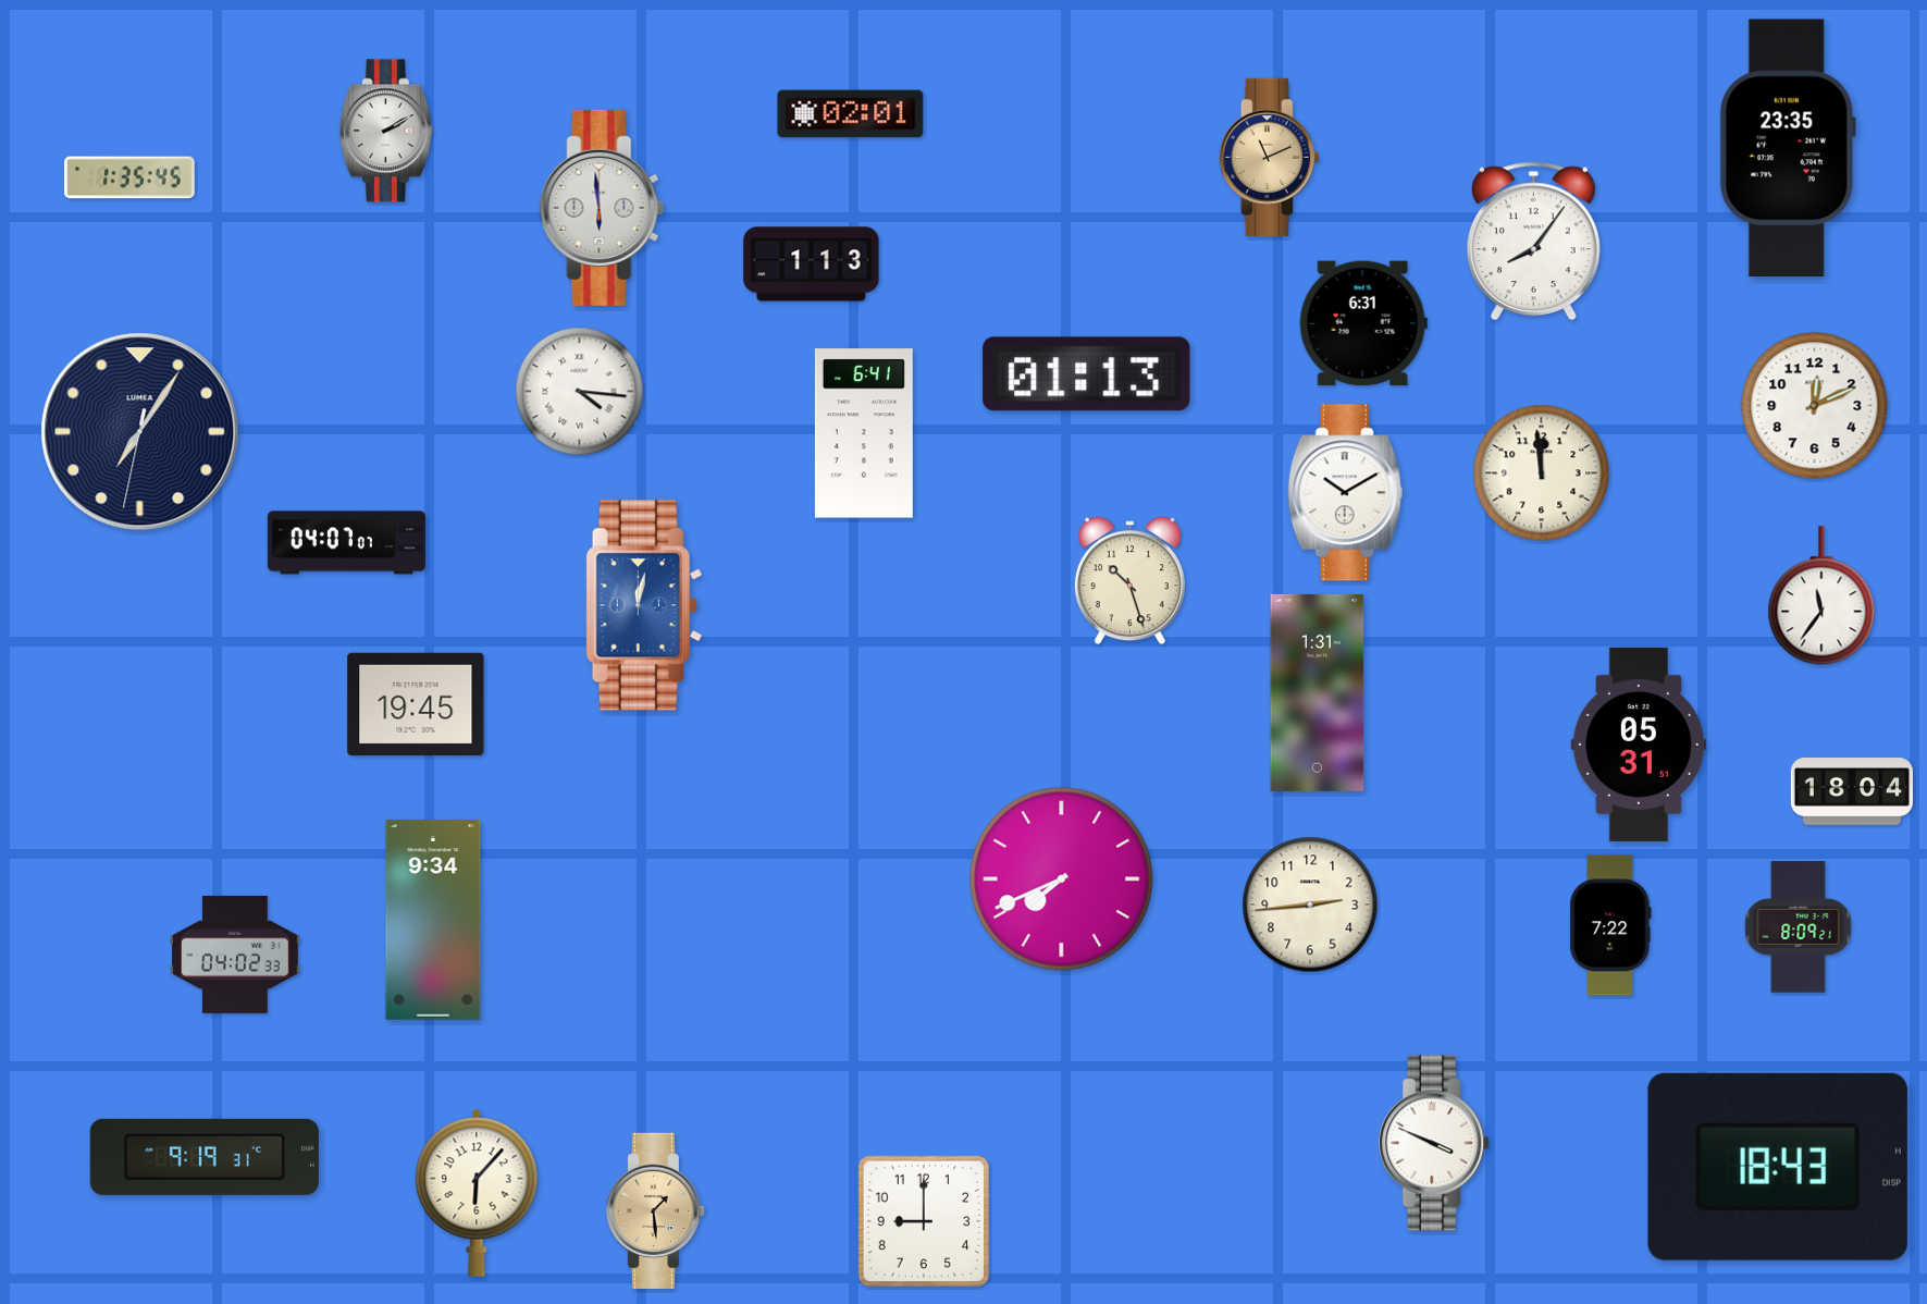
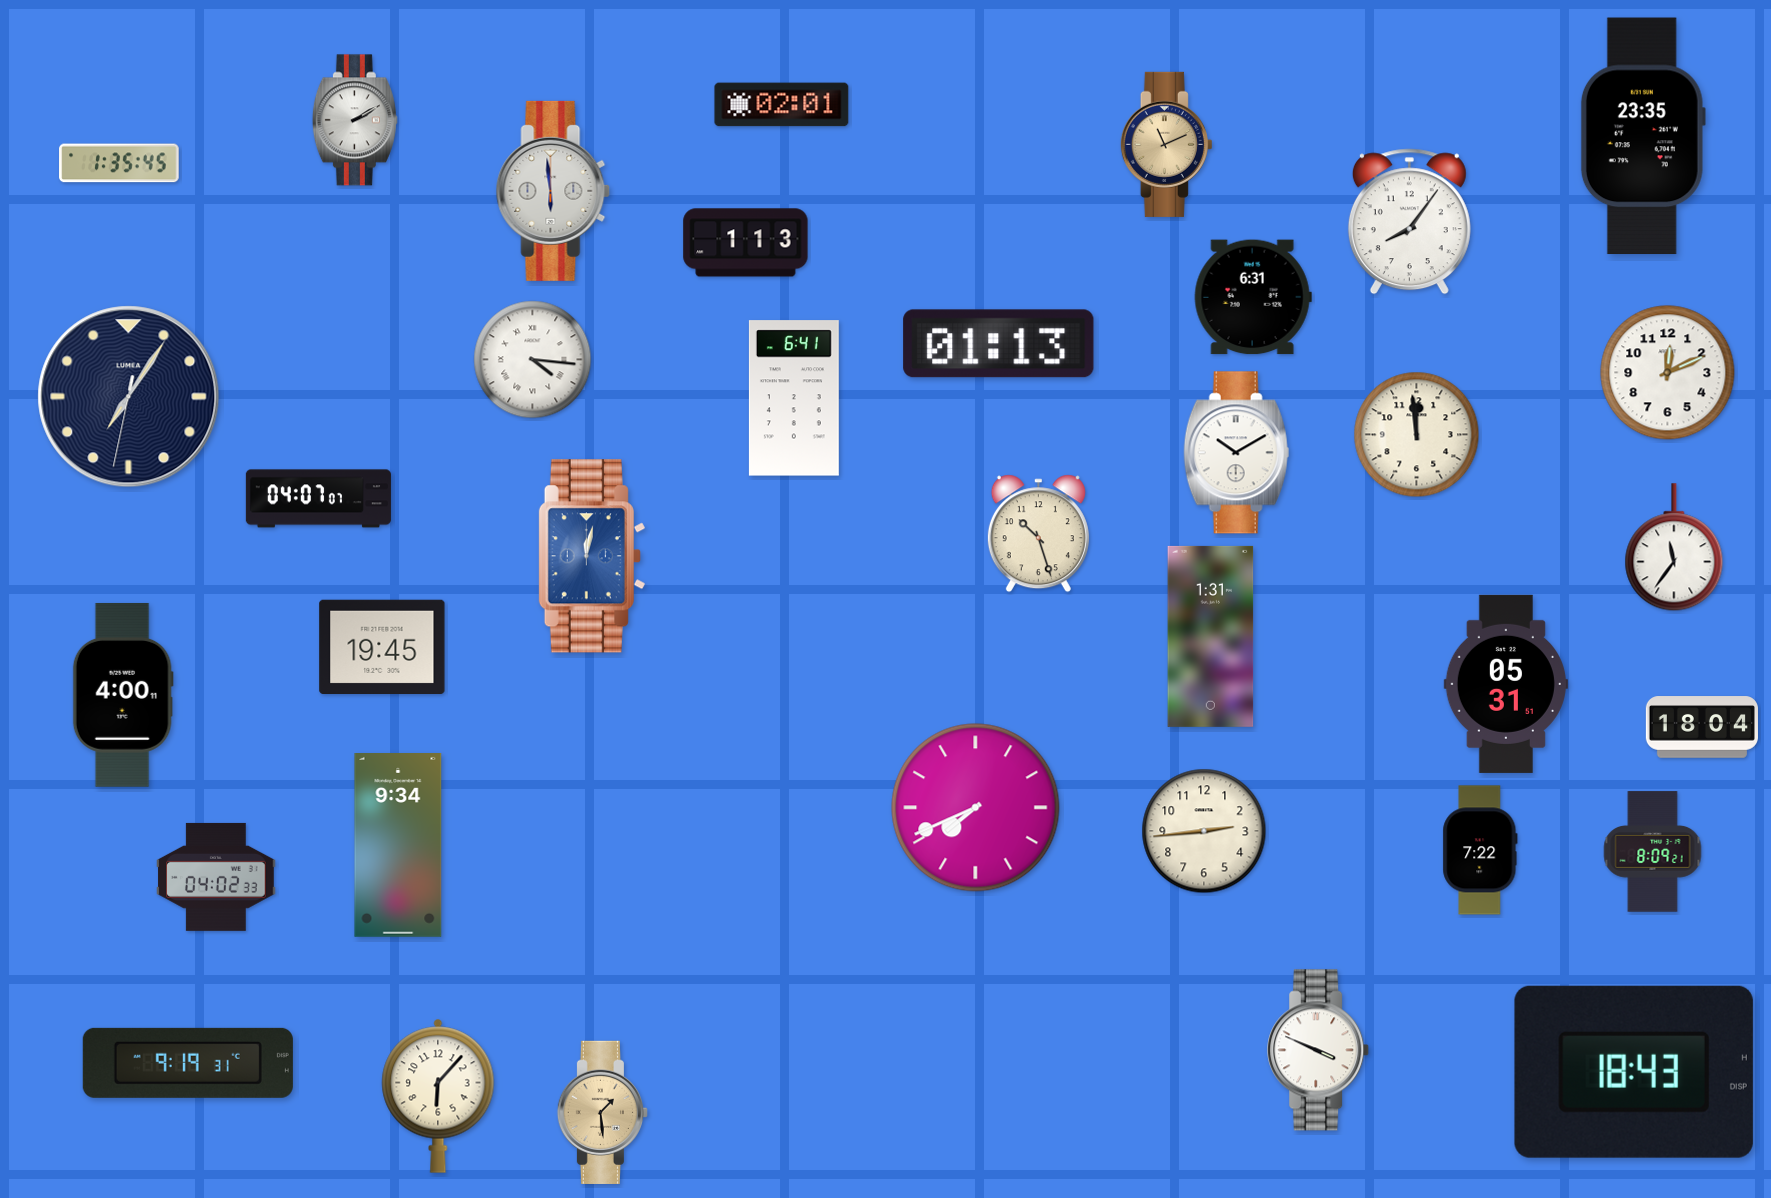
clock at (123, 695): none -> 4:00
clock at (923, 1220): 9:00 -> none
